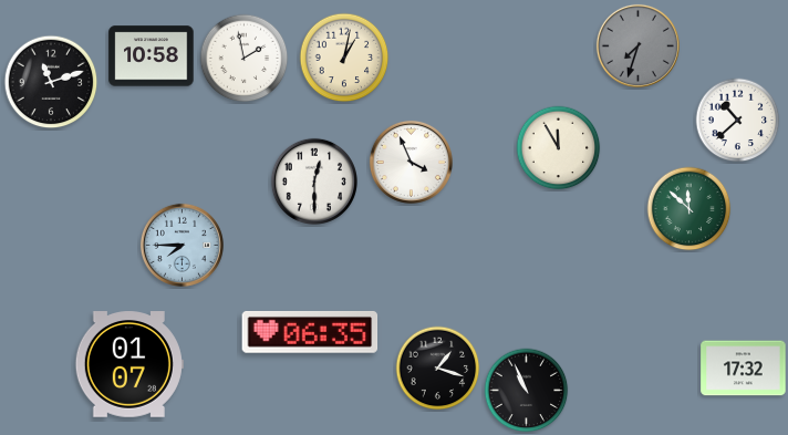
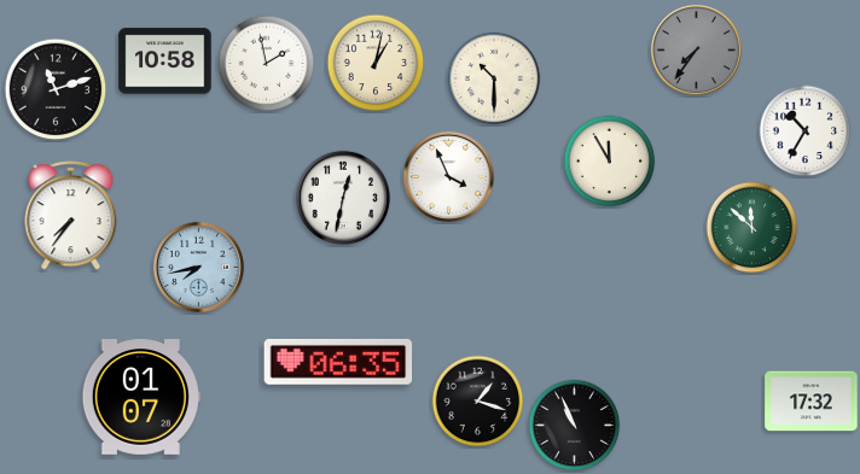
clock at (637, 45): 7:33 -> 7:36
clock at (494, 78): none -> 10:30
clock at (738, 121): 10:38 -> 10:35
clock at (314, 182): 12:30 -> 12:32
clock at (71, 216): none -> 7:36
clock at (182, 245): 7:45 -> 7:43
